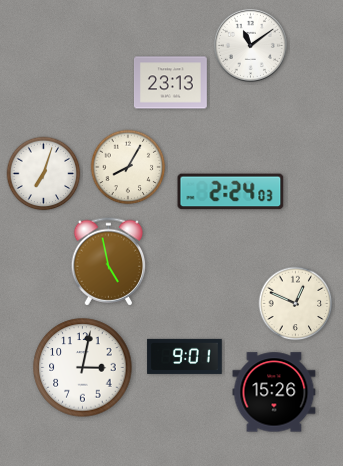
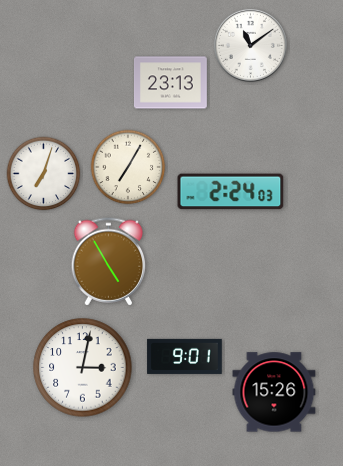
clock at (128, 167): 8:05 -> 7:05
clock at (109, 262): 4:58 -> 4:55
clock at (296, 304): 12:49 -> none
